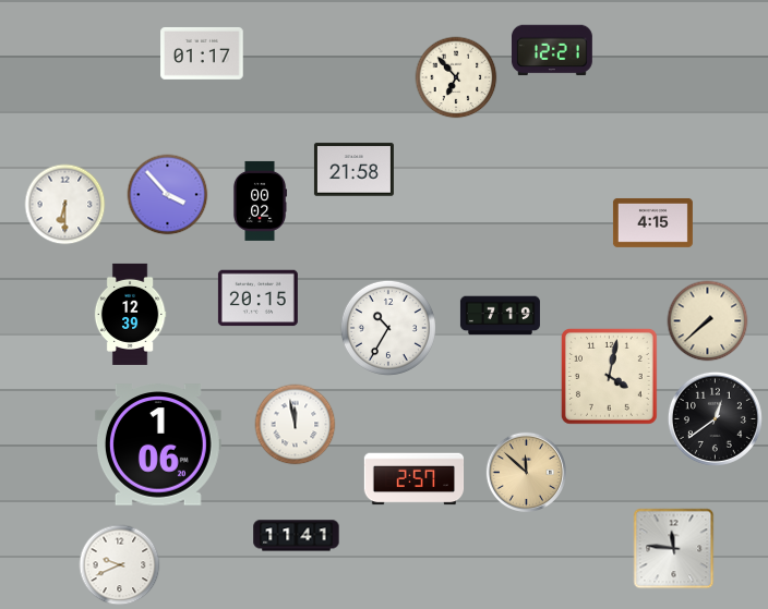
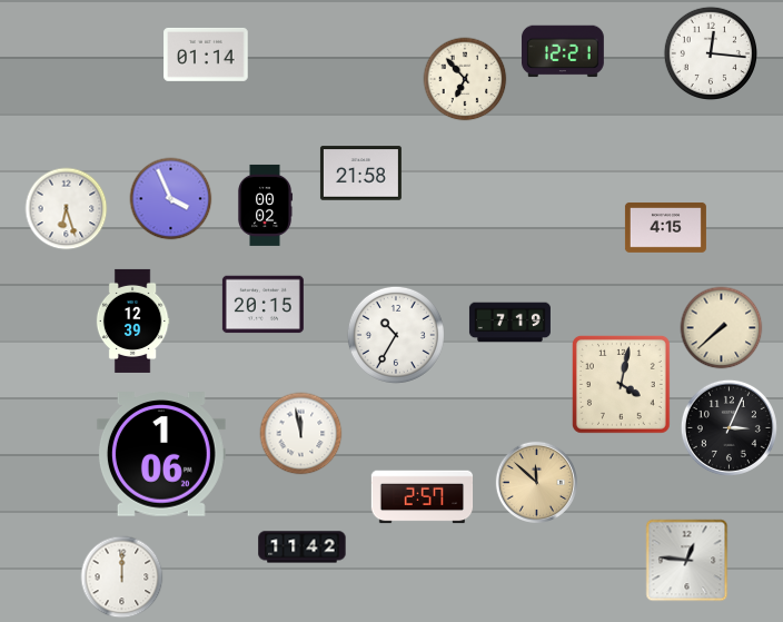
clock at (710, 52): none -> 12:16
clock at (202, 53): 01:17 -> 01:14
clock at (168, 195): 3:53 -> 3:56
clock at (65, 205): 6:30 -> 6:27
clock at (715, 418): 12:39 -> 3:04
clock at (415, 479) position: (415, 479) -> (423, 497)
clock at (297, 536): 11:41 -> 11:42
clock at (674, 549): 11:46 -> 12:46
clock at (120, 565): 9:41 -> 12:00
